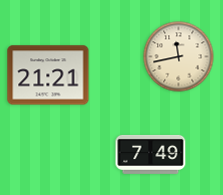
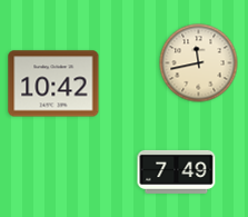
clock at (48, 75): 21:21 -> 10:42
clock at (151, 154) position: (151, 154) -> (177, 171)
